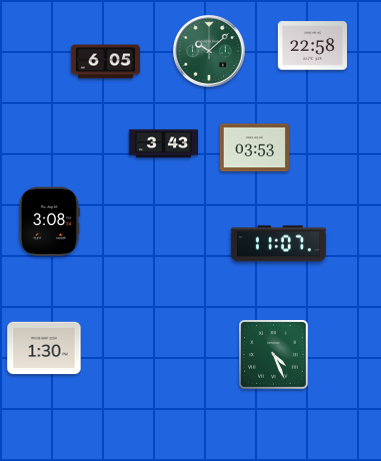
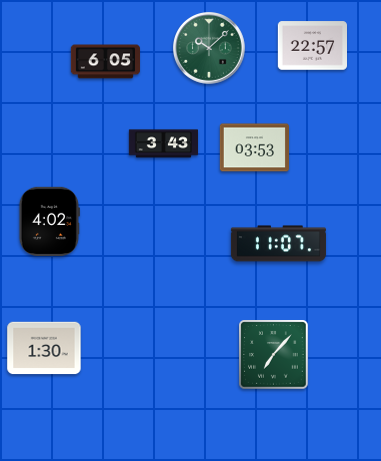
clock at (312, 46): 22:58 -> 22:57
clock at (210, 52) position: (210, 52) -> (210, 49)
clock at (49, 221): 3:08 -> 4:02
clock at (274, 355): 4:26 -> 7:07
